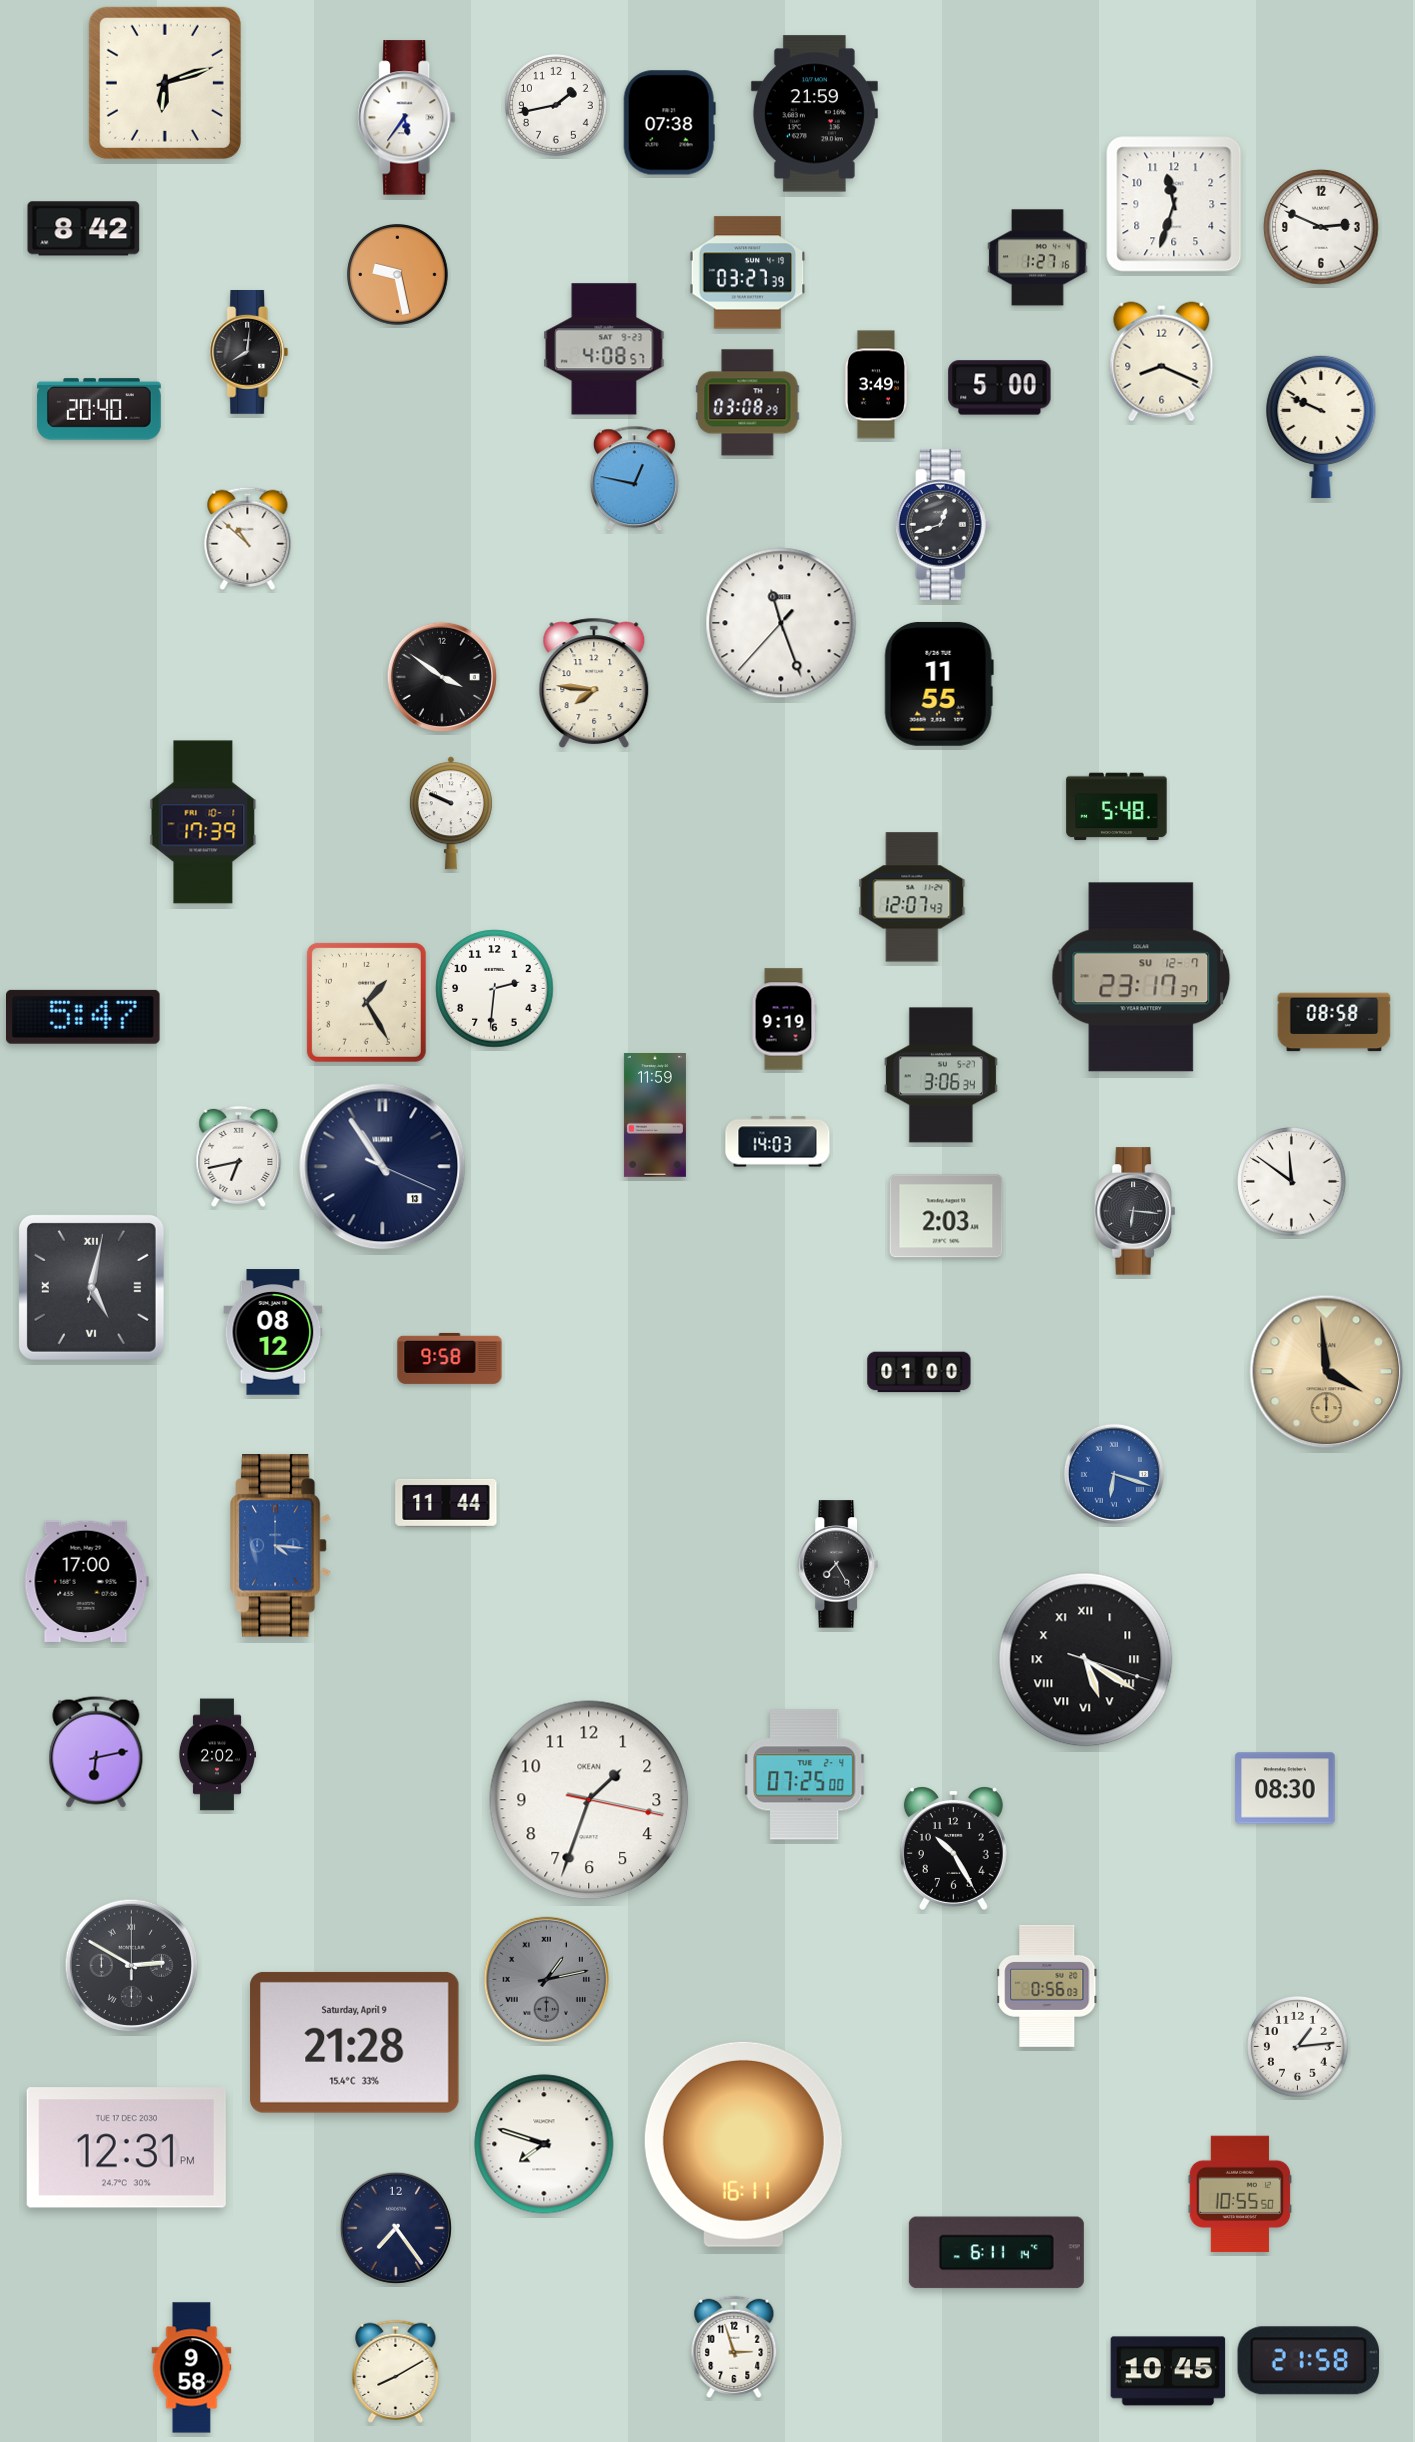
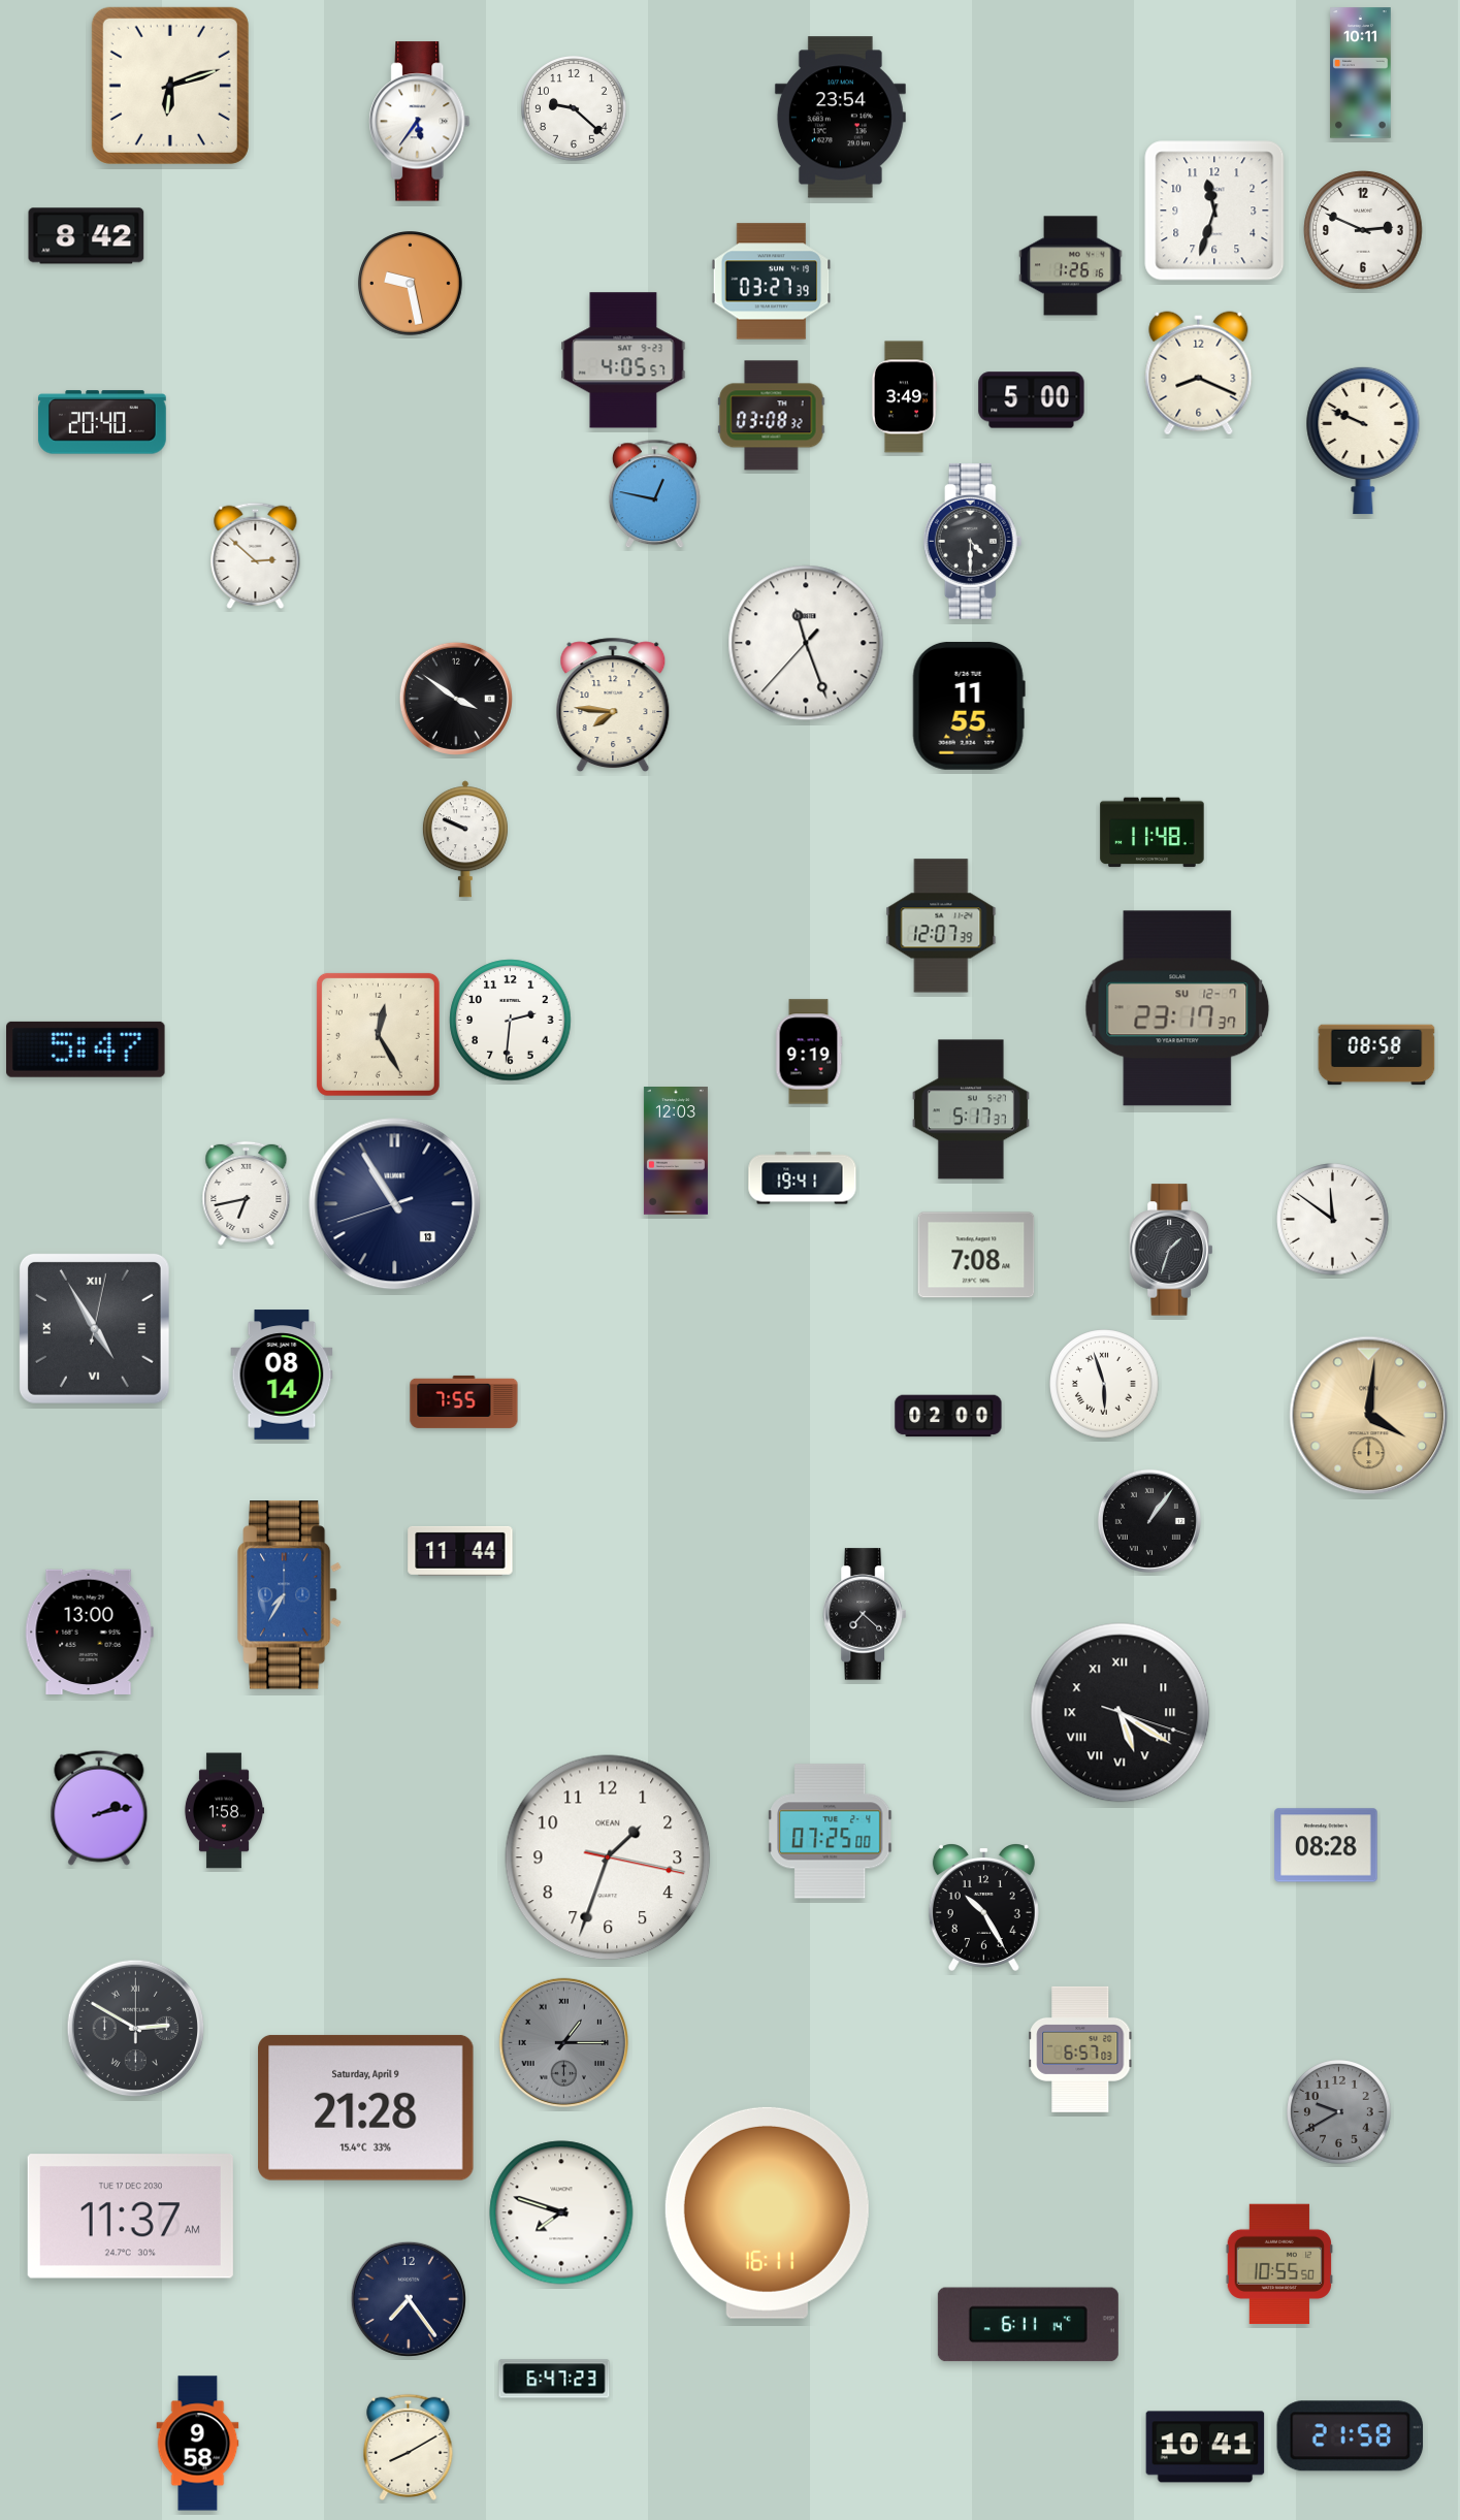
clock at (1361, 73): none -> 10:11
clock at (557, 106): 1:43 -> 9:22
clock at (814, 114): 21:59 -> 23:54
clock at (669, 123): 07:38 -> none
clock at (1174, 204) position: (1174, 204) -> (1214, 211)
clock at (1321, 227) position: (1321, 227) -> (1363, 230)
clock at (1038, 258): 1:27 -> 1:26
clock at (604, 349): 4:08 -> 4:05
clock at (249, 353): 8:01 -> none
clock at (748, 403): 03:08:29 -> 03:08:32
clock at (943, 524): 12:42 -> 4:30
clock at (248, 538): 10:52 -> 2:52
clock at (1117, 807): 5:48 -> 11:48
clock at (203, 822): 17:39 -> none
clock at (912, 897): 12:07:43 -> 12:07:39
clock at (366, 1002): 1:25 -> 12:25
clock at (941, 1075): 3:06 -> 5:17
clock at (655, 1116): 11:59 -> 12:03
clock at (778, 1142): 14:03 -> 19:41
clock at (383, 1167): 10:54:19 -> 10:54:42
clock at (1135, 1211): 6:16 -> 1:33
clock at (946, 1216): 2:03 -> 7:08
clock at (91, 1287): 5:02 -> 4:55
clock at (273, 1332): 08:12 -> 08:14
clock at (1104, 1384): none -> 5:57
clock at (450, 1358): 9:58 -> 7:55
clock at (919, 1372): 01:00 -> 02:00
clock at (1327, 1372): 3:59 -> 4:01
clock at (1114, 1474): 6:18 -> 1:06
clock at (1114, 1474) dial: blue -> black
clock at (281, 1546): 4:16 -> 7:35
clock at (838, 1564): 7:25 -> 7:22
clock at (86, 1581): 17:00 -> 13:00
clock at (96, 1752): 6:13 -> 2:13
clock at (216, 1755): 2:02 -> 1:58
clock at (1285, 1788): 08:30 -> 08:28
clock at (546, 1979): 1:13 -> 1:15
clock at (1047, 1986): 0:56 -> 6:57
clock at (1298, 2047): 1:14 -> 9:40
clock at (1298, 2047) dial: white -> grey
clock at (126, 2148): 12:31 -> 11:37
clock at (554, 2379): none -> 6:47
clock at (734, 2347): 2:57 -> none
clock at (1168, 2371): 10:45 -> 10:41
